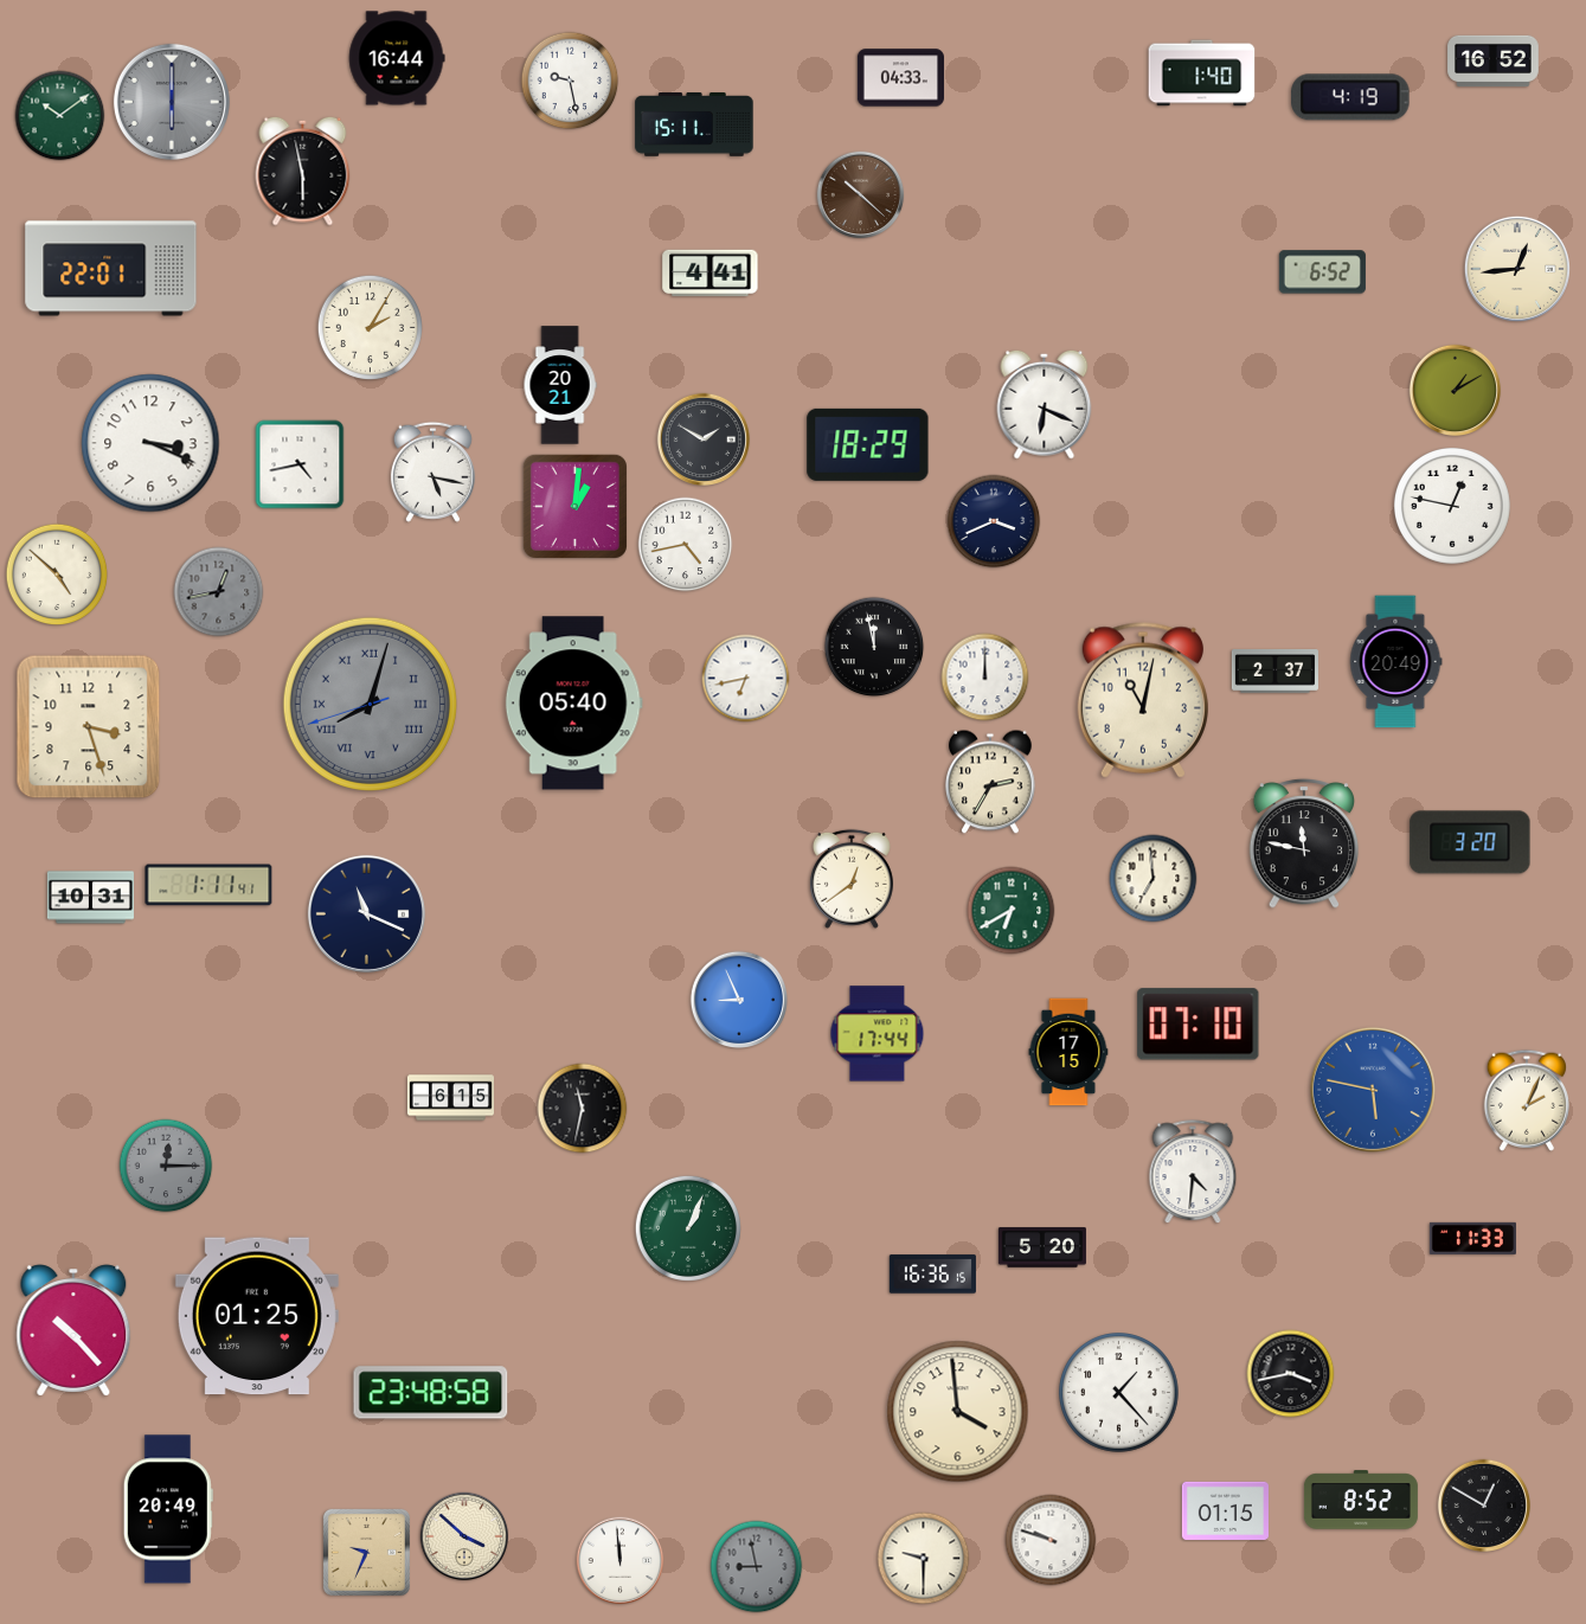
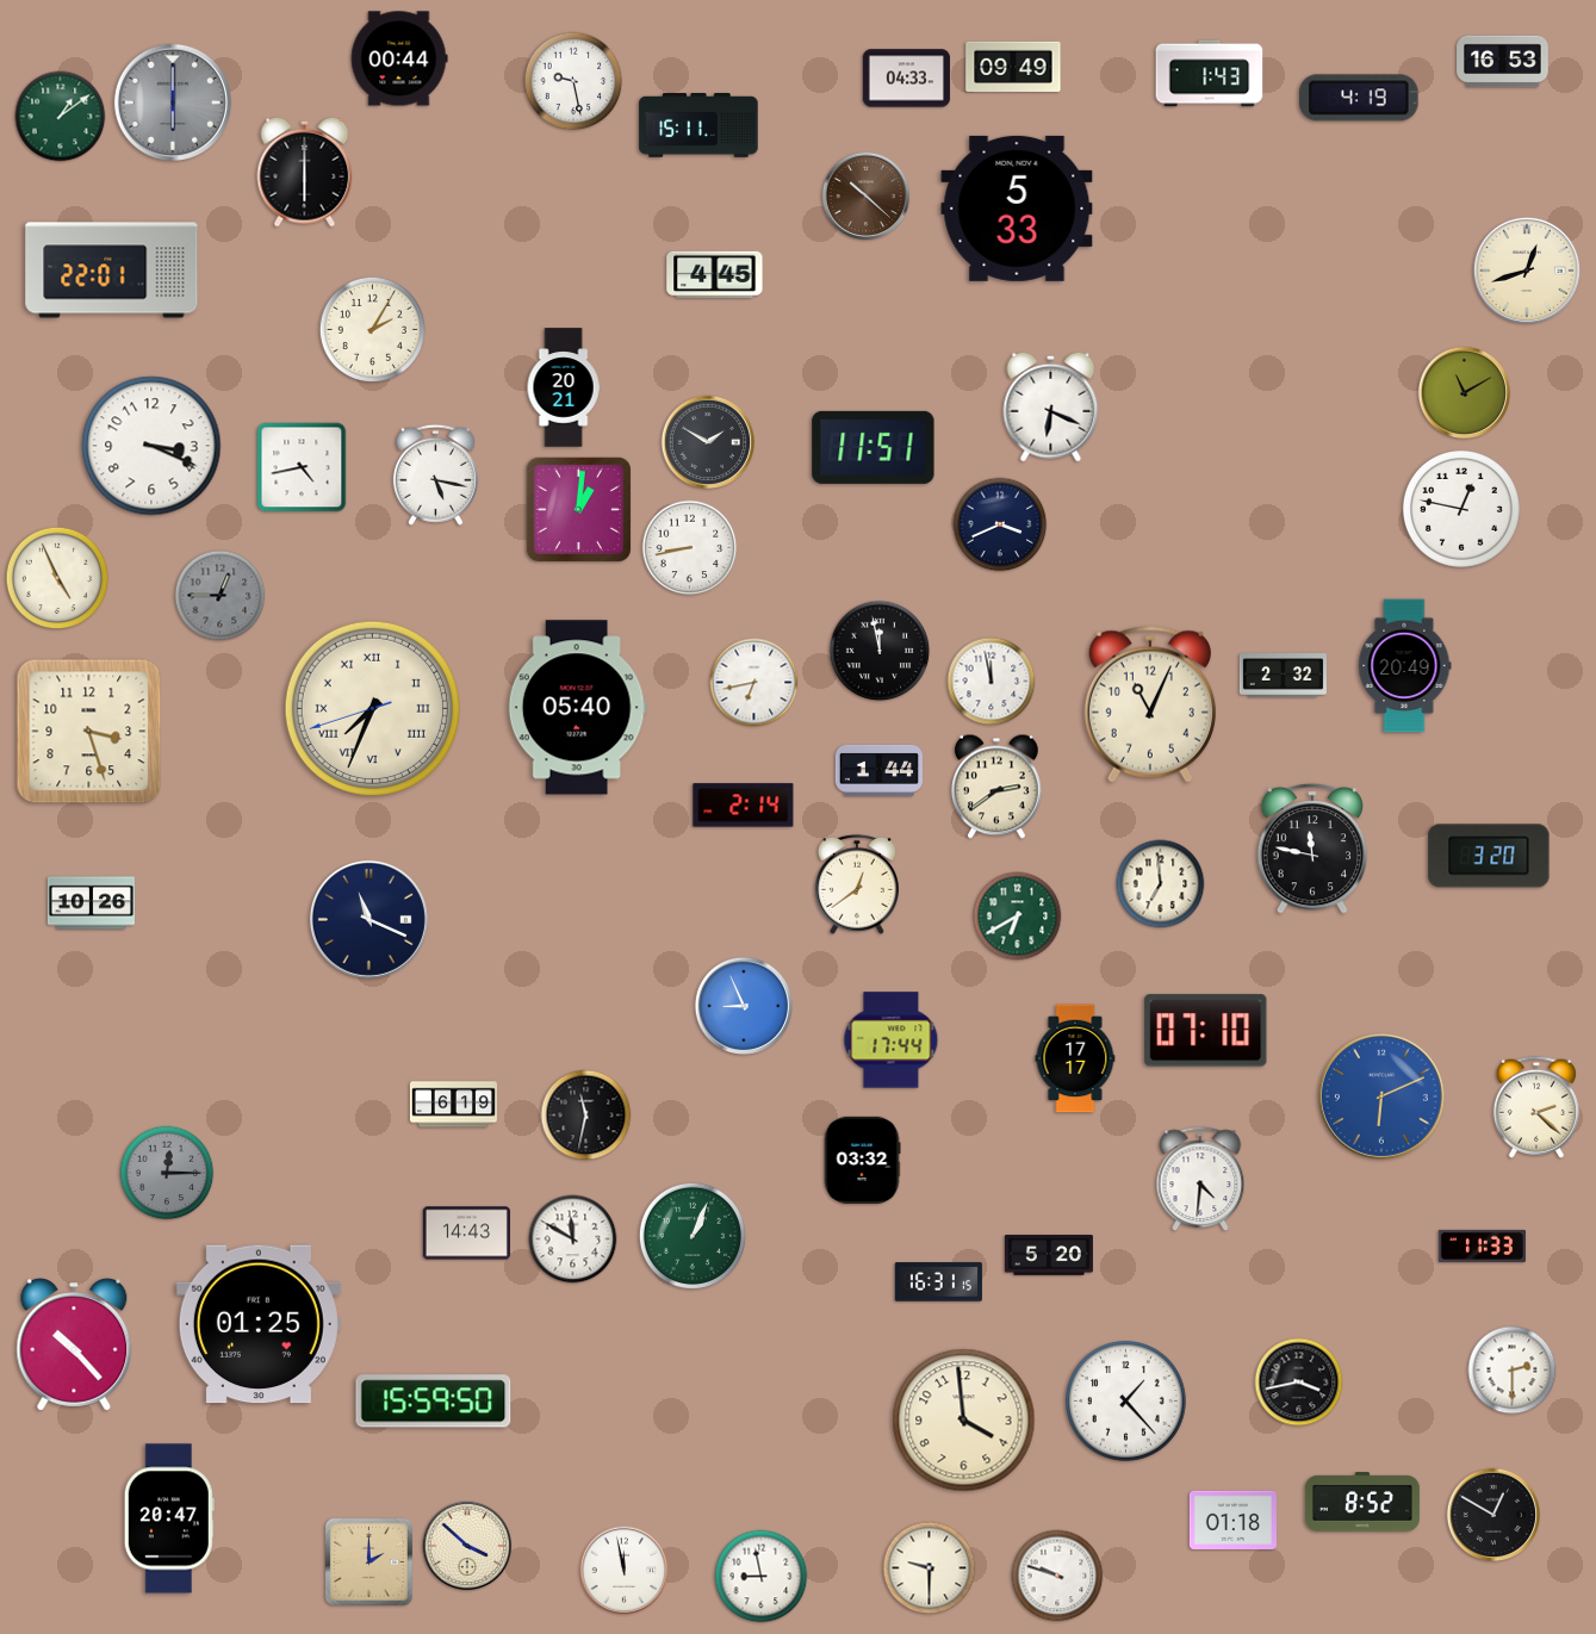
clock at (397, 58): 16:44 -> 00:44
clock at (1494, 62): 16:52 -> 16:53
clock at (1013, 66): none -> 09:49
clock at (1202, 73): 1:40 -> 1:43
clock at (60, 116): 10:09 -> 1:09
clock at (303, 171): 5:58 -> 6:00
clock at (1017, 209): none -> 5:33
clock at (1517, 269): 12:44 -> 12:42
clock at (711, 272): 4:41 -> 4:45
clock at (1322, 272): 6:52 -> none
clock at (1456, 391): 1:10 -> 11:10
clock at (868, 444): 18:29 -> 11:51
clock at (686, 545): 4:43 -> 8:43
clock at (57, 575): 4:52 -> 4:56
clock at (219, 592): 12:43 -> 12:45
clock at (1274, 672): 2:37 -> 2:32
clock at (985, 678): 12:00 -> 11:58
clock at (746, 679) position: (746, 679) -> (754, 683)
clock at (1143, 700): 11:02 -> 11:04
clock at (370, 704): 8:02 -> 7:33
clock at (370, 704) dial: grey -> cream
clock at (878, 770): none -> 1:44
clock at (991, 782): 2:35 -> 2:39
clock at (744, 806): none -> 2:14
clock at (1470, 842) position: (1470, 842) -> (1489, 856)
clock at (208, 885): 1:11 -> none
clock at (90, 898): 10:31 -> 10:26
clock at (878, 1034) position: (878, 1034) -> (892, 1040)
clock at (1068, 1052): 17:15 -> 17:17
clock at (1373, 1090): 5:47 -> 6:11
clock at (450, 1098): 6:15 -> 6:19
clock at (1527, 1100): 2:04 -> 2:22
clock at (862, 1160): none -> 03:32
clock at (466, 1234): none -> 14:43
clock at (573, 1240): none -> 11:50
clock at (932, 1275): 16:36 -> 16:31
clock at (73, 1330) position: (73, 1330) -> (74, 1344)
clock at (1513, 1371): none -> 2:30
clock at (431, 1393): 23:48 -> 15:59
clock at (1361, 1500) position: (1361, 1500) -> (1362, 1502)
clock at (168, 1509): 20:49 -> 20:47
clock at (1225, 1510): 01:15 -> 01:18
clock at (1051, 1540) position: (1051, 1540) -> (1057, 1576)
clock at (366, 1552): 9:34 -> 2:00
clock at (621, 1561): 11:59 -> 11:58
clock at (757, 1567) dial: grey -> white
